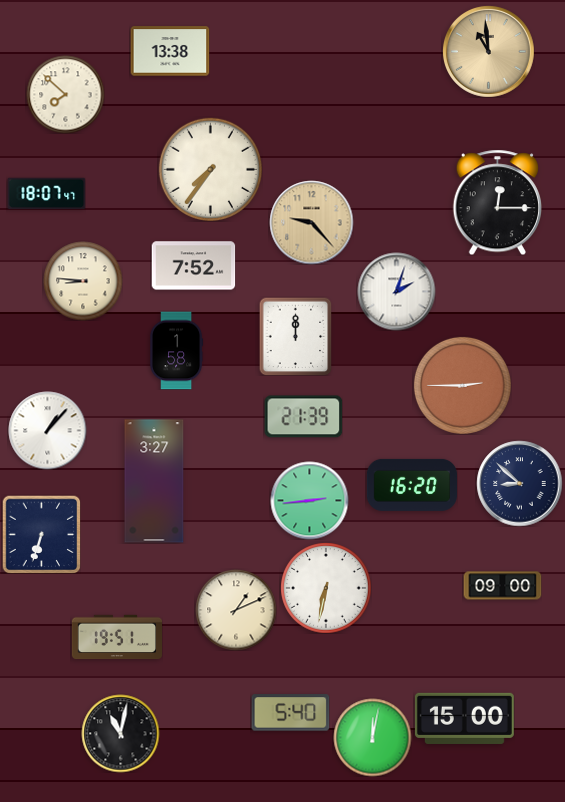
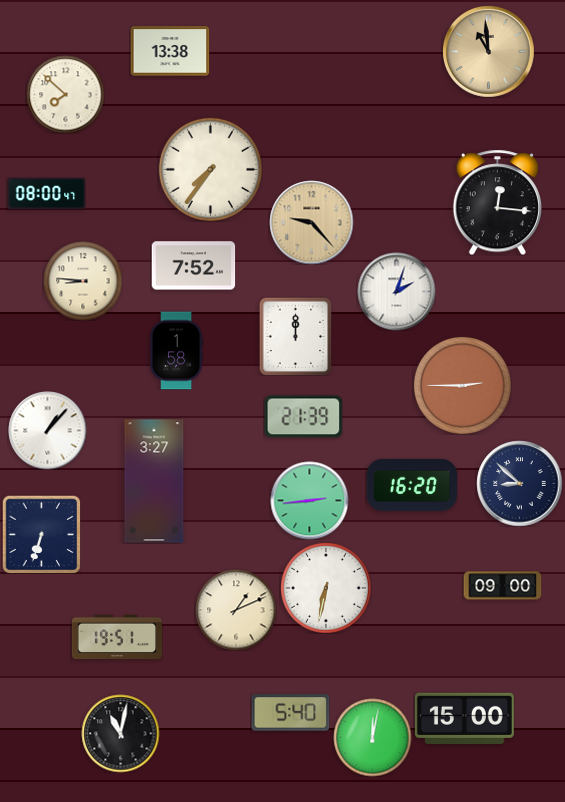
clock at (46, 194): 18:07 -> 08:00
clock at (497, 202): 12:15 -> 12:16
